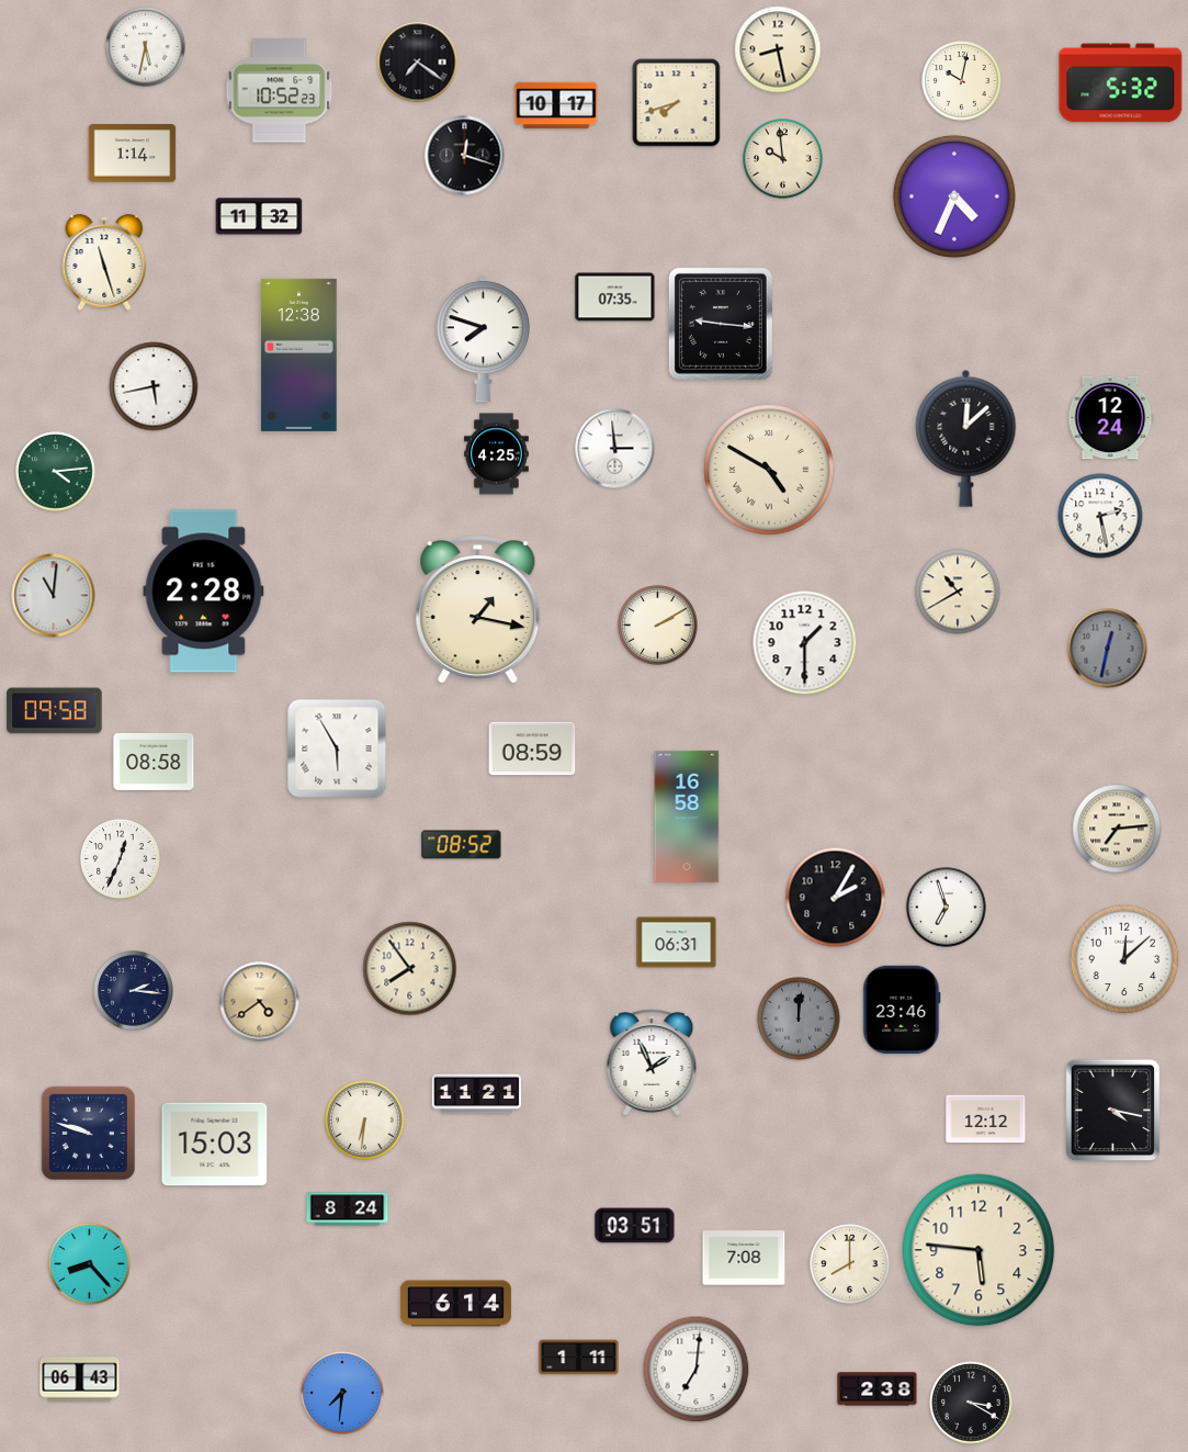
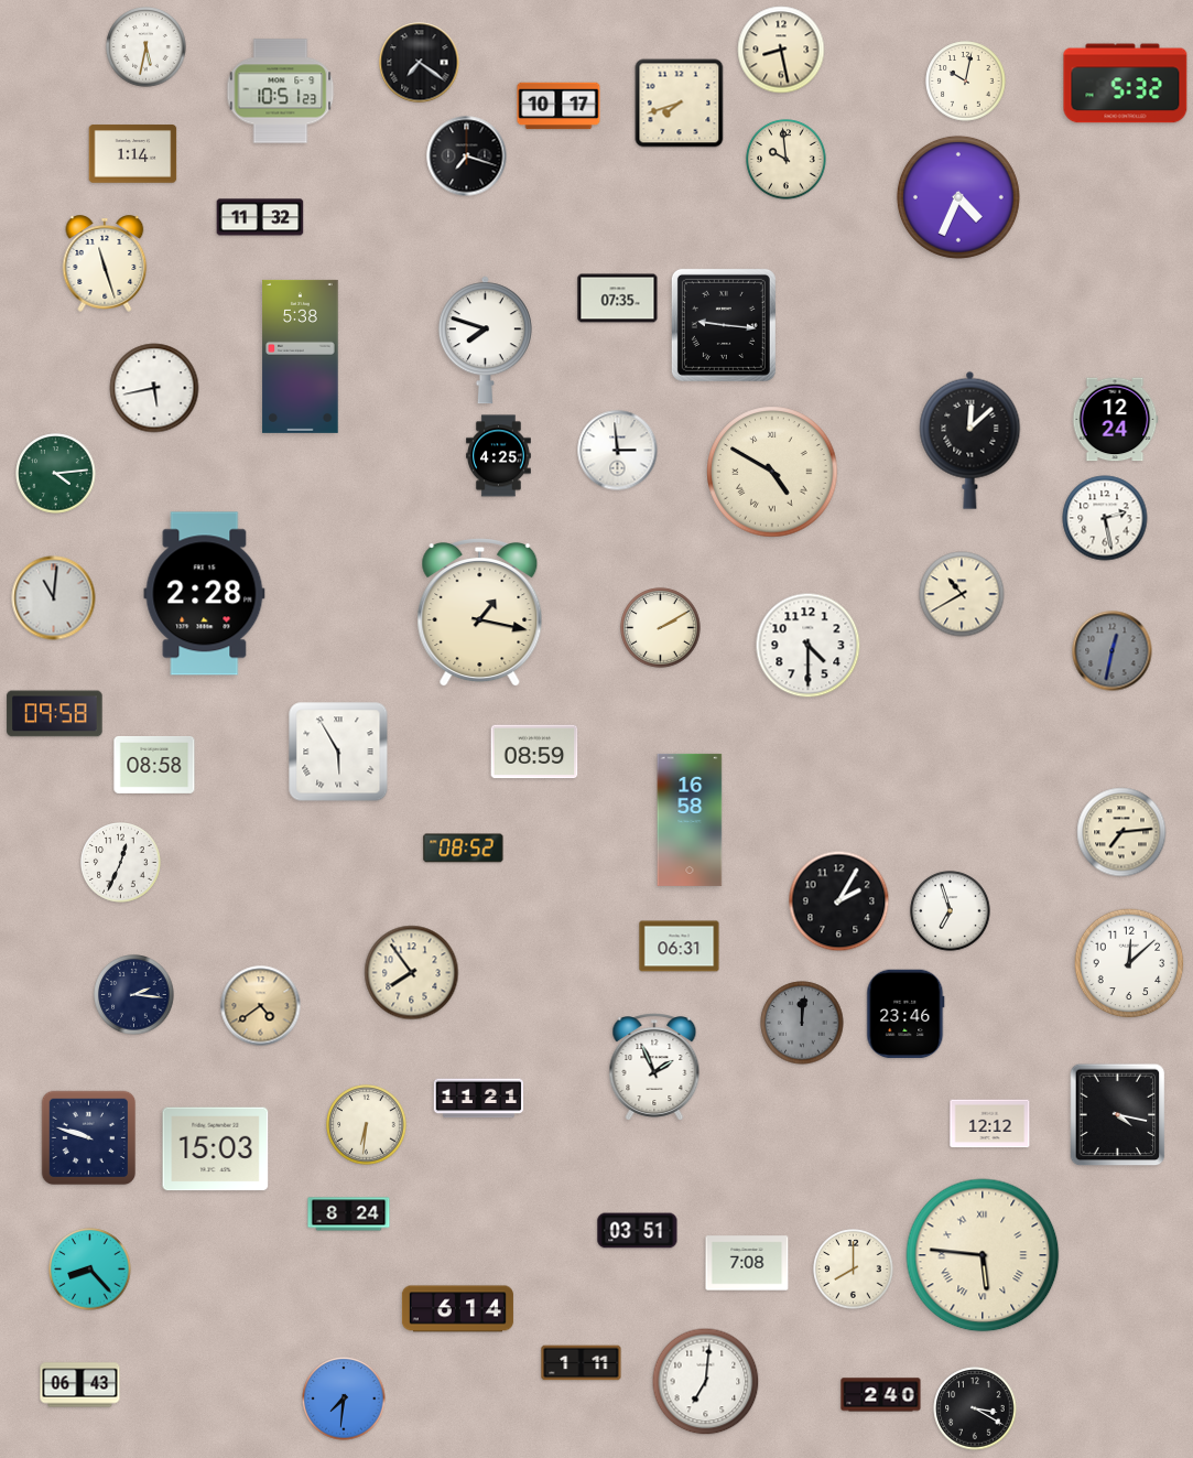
clock at (280, 91): 10:52 -> 10:51
clock at (465, 156): 12:18 -> 7:18
clock at (299, 354): 12:38 -> 5:38
clock at (805, 643): 1:30 -> 4:30
clock at (978, 1250) numerals: Arabic -> Roman
clock at (697, 1370) position: (697, 1370) -> (706, 1382)
clock at (878, 1389): 2:38 -> 2:40
